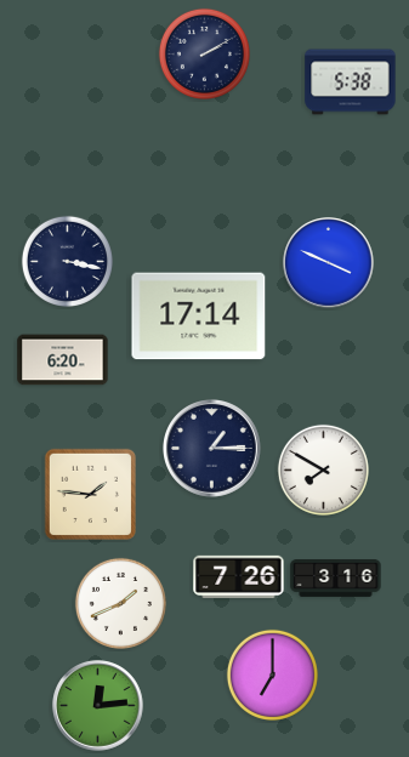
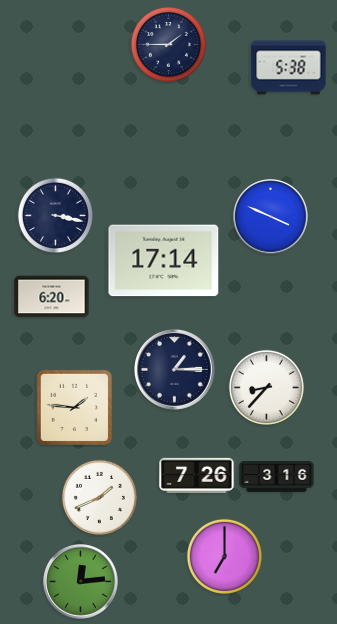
clock at (204, 53): 2:10 -> 1:45
clock at (323, 469): 7:50 -> 8:37
